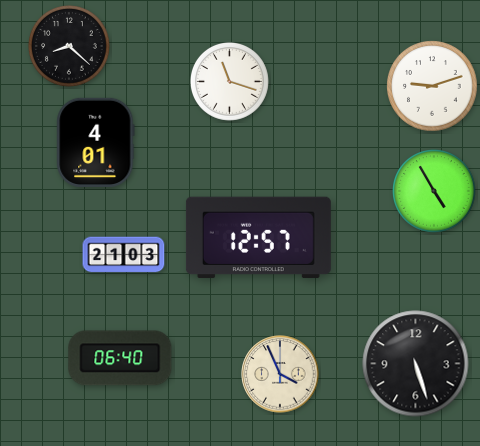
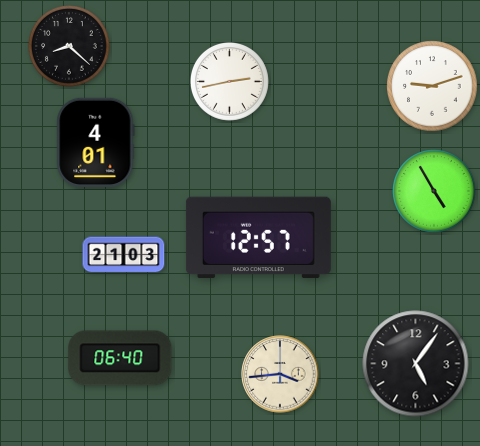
clock at (229, 81): 11:18 -> 2:43
clock at (416, 364): 5:27 -> 5:06
clock at (280, 374): 3:56 -> 3:44
